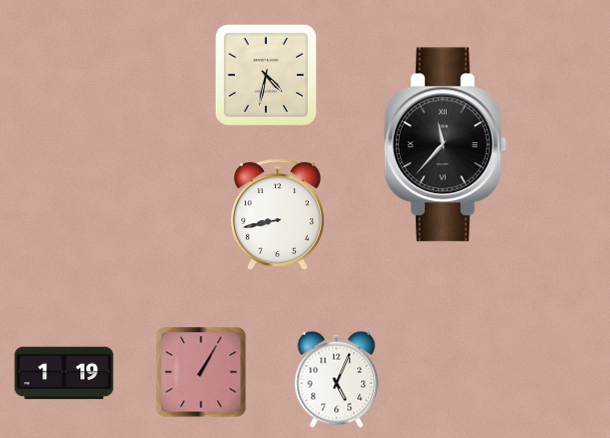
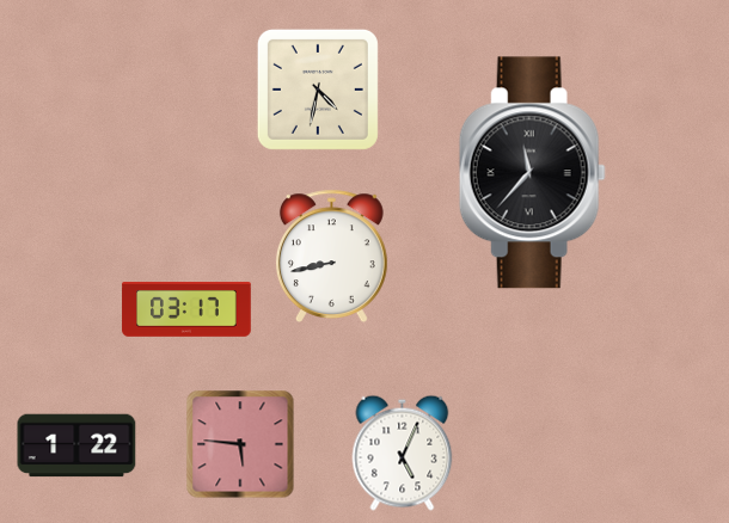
clock at (186, 310): none -> 03:17
clock at (201, 372): 1:05 -> 5:46
clock at (64, 373): 1:19 -> 1:22
